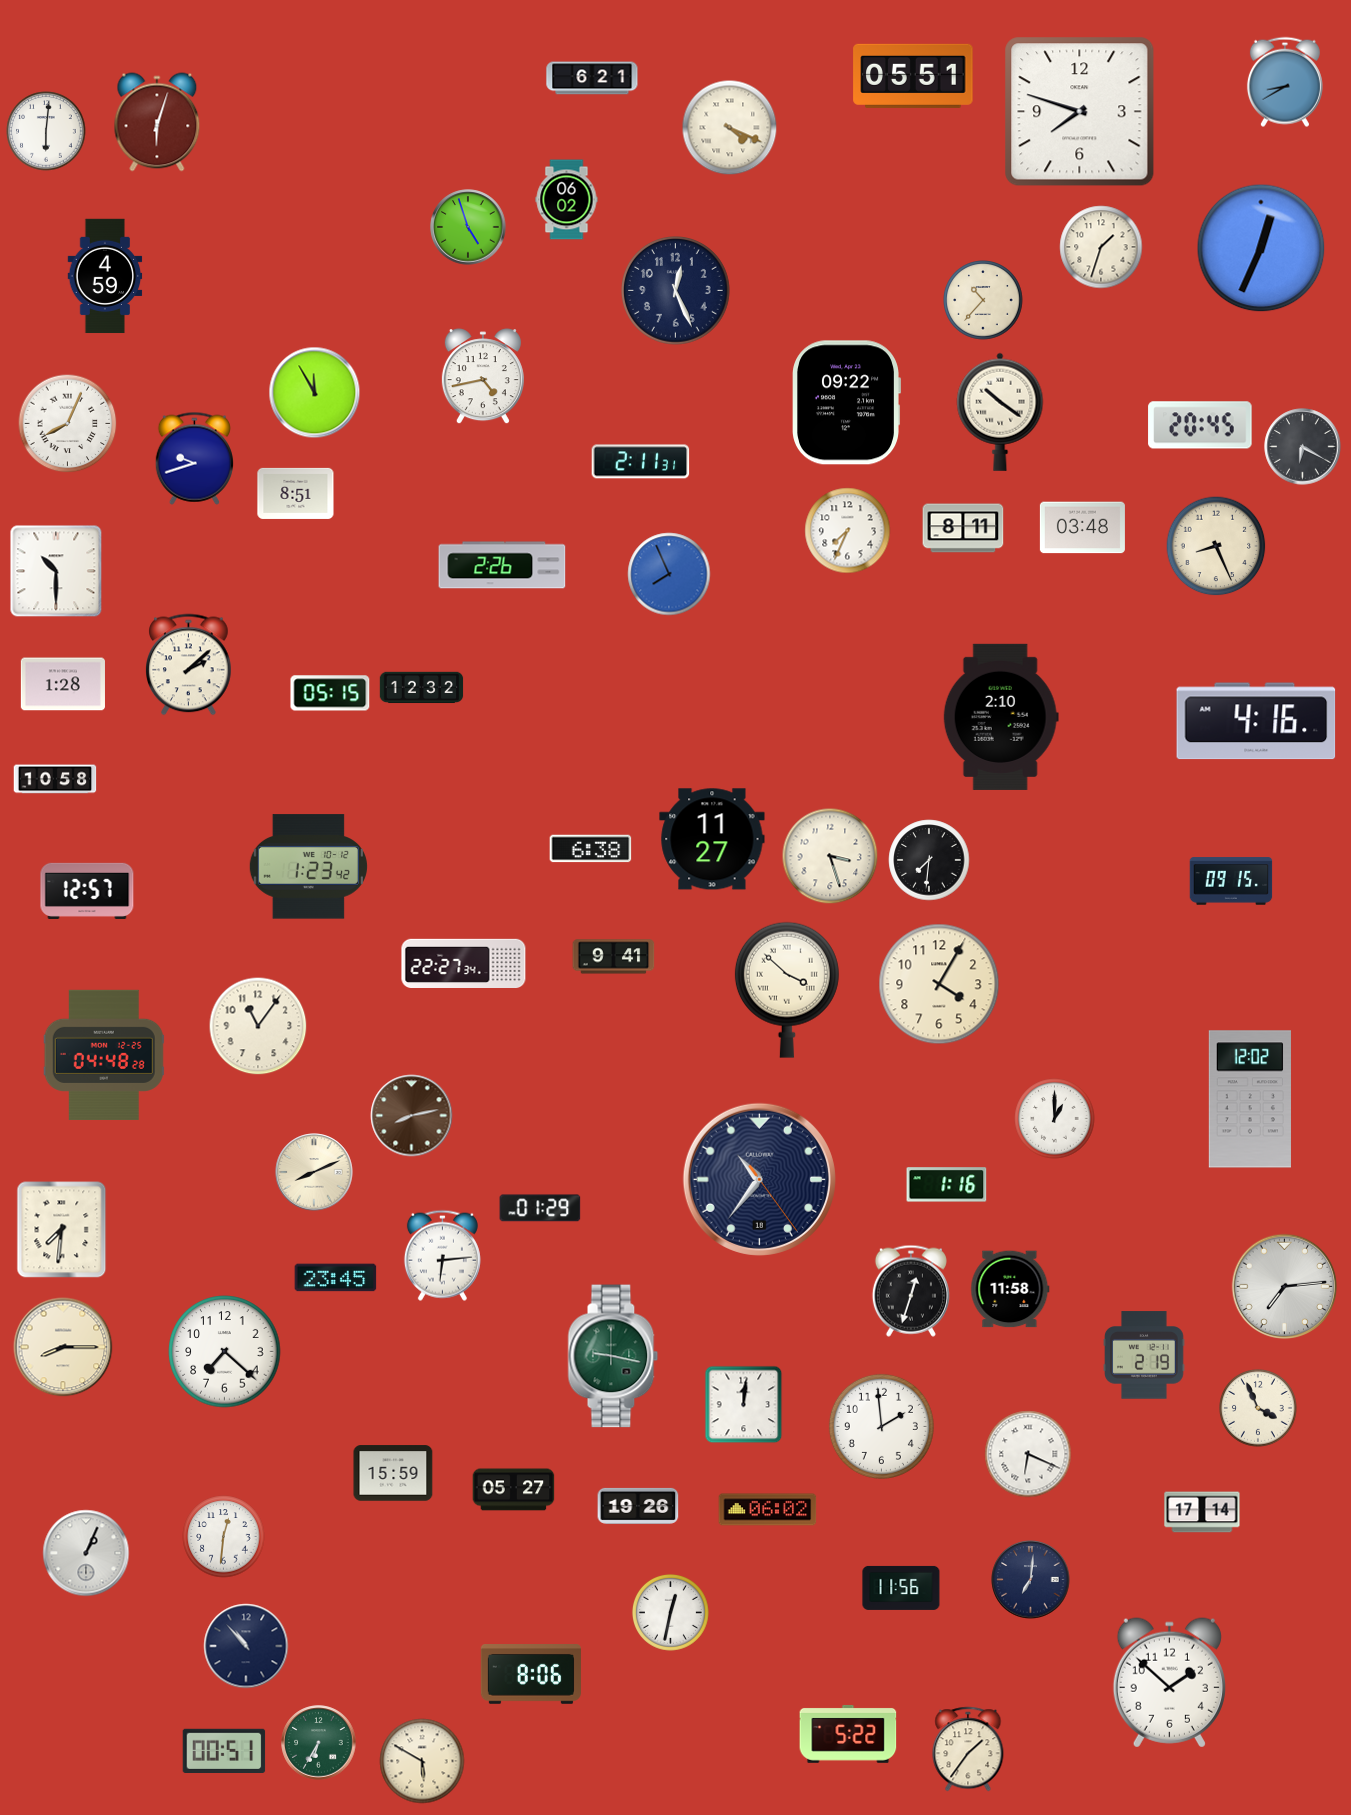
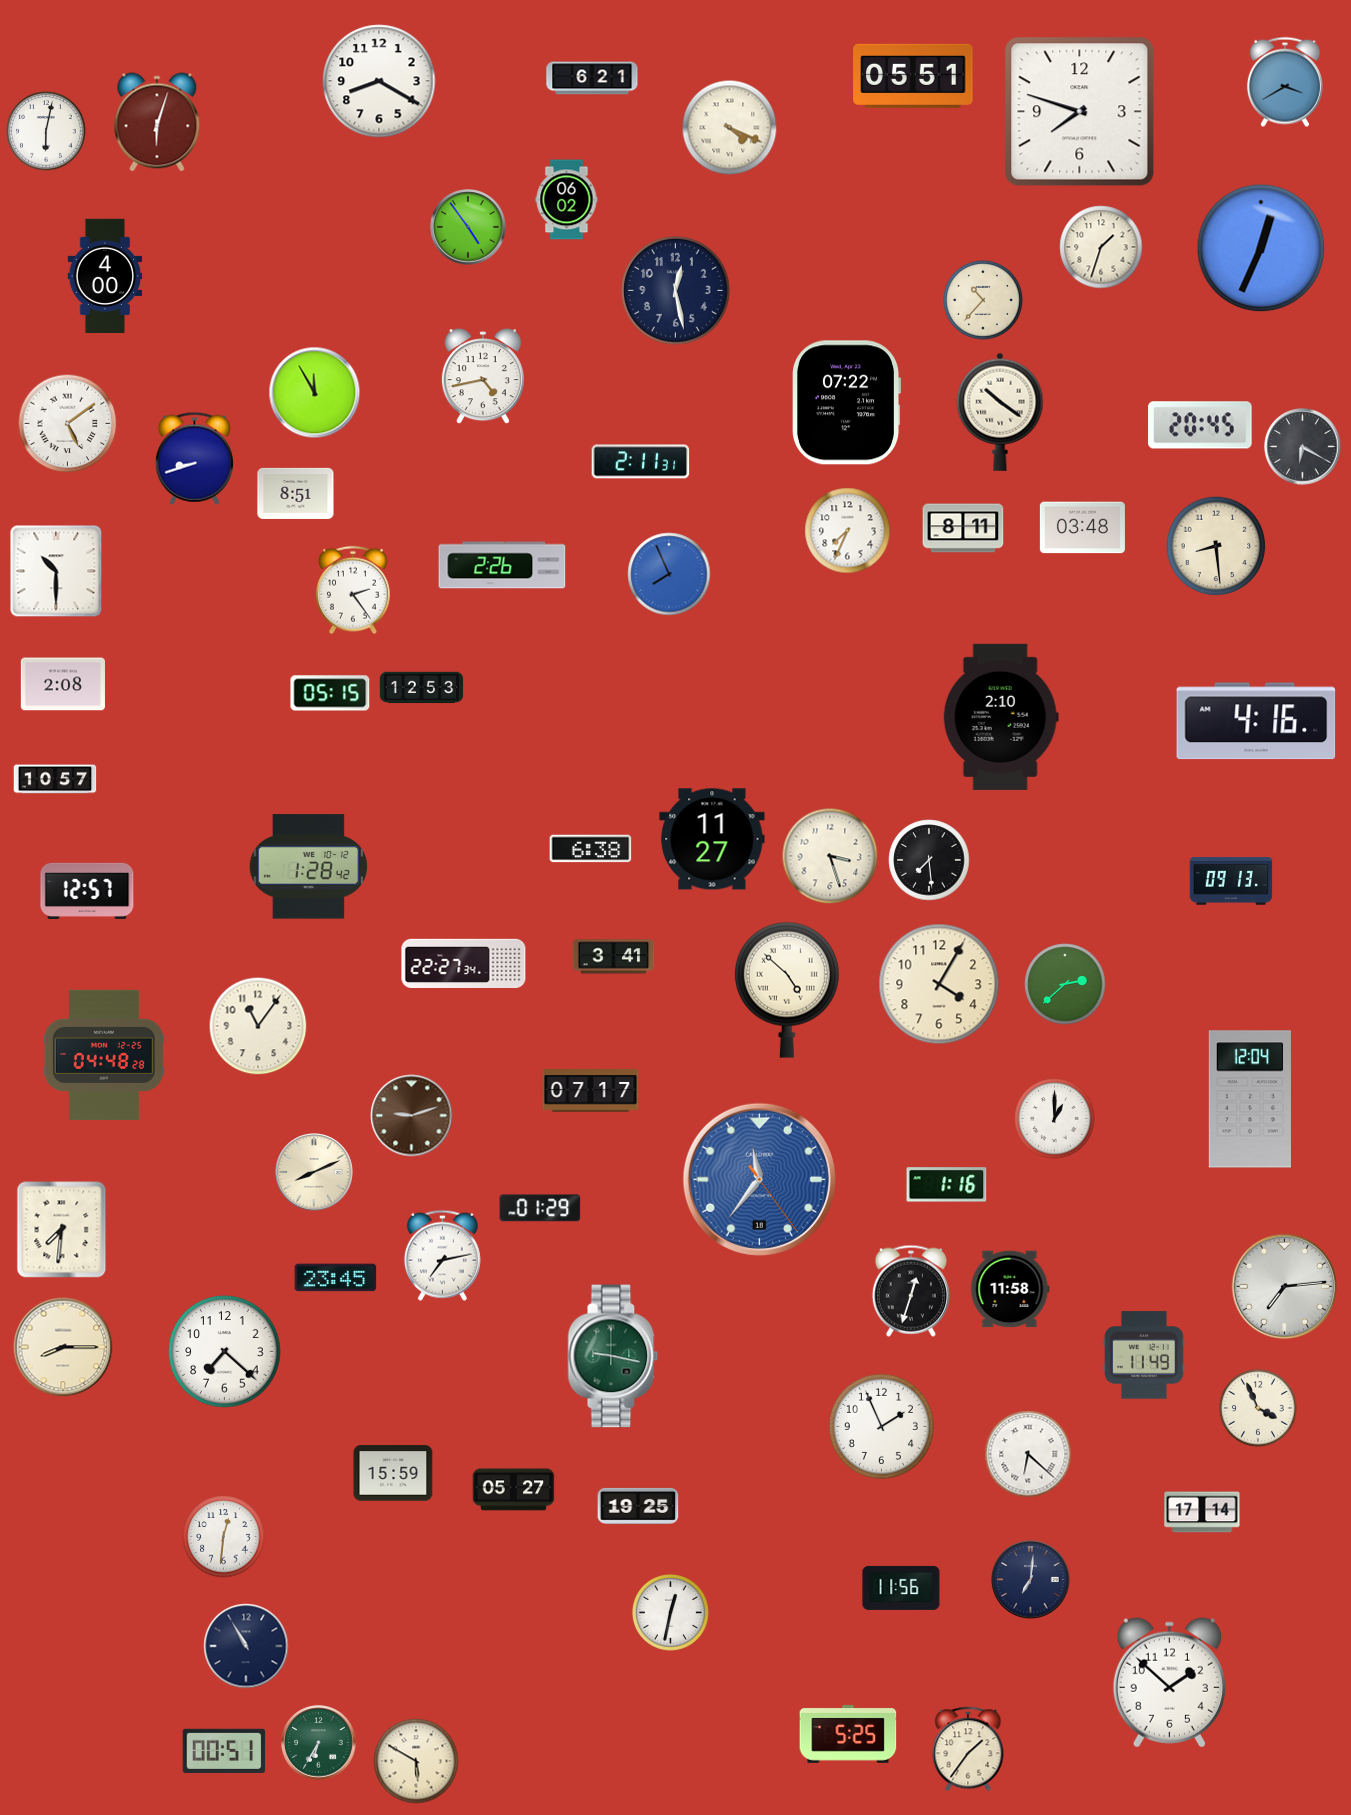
clock at (379, 81): none -> 8:20
clock at (1285, 82): 8:40 -> 3:40
clock at (46, 131): 6:01 -> 6:02
clock at (468, 227): 4:57 -> 4:54
clock at (105, 276): 4:59 -> 4:00
clock at (676, 291): 12:26 -> 12:28
clock at (846, 403): 09:22 -> 07:22
clock at (68, 424): 8:04 -> 5:09
clock at (194, 458): 9:42 -> 8:42
clock at (1216, 546): 8:26 -> 8:29
clock at (354, 590): none -> 2:24
clock at (189, 665): 2:08 -> none
clock at (63, 684): 1:28 -> 2:08
clock at (422, 688): 12:32 -> 12:53
clock at (55, 779): 10:58 -> 10:57
clock at (929, 860): 7:31 -> 7:29
clock at (308, 867): 1:23 -> 1:28
clock at (1231, 881): 09:15 -> 09:13
clock at (614, 957): 9:41 -> 3:41
clock at (1065, 984): none -> 2:38
clock at (787, 990): 3:52 -> 4:52
clock at (591, 1091): none -> 07:17
clock at (1250, 1099): 12:02 -> 12:04
clock at (412, 1116): 8:13 -> 9:12
clock at (759, 1179): 10:36 -> 11:36
clock at (759, 1179) dial: navy -> blue
clock at (442, 1255): 6:14 -> 7:13
clock at (1145, 1355): 2:19 -> 11:49
clock at (744, 1405): 12:01 -> none
clock at (881, 1426): 1:59 -> 1:56
clock at (1028, 1454): 6:19 -> 6:22
clock at (638, 1506): 19:26 -> 19:25
clock at (768, 1510): 06:02 -> none
clock at (86, 1553): 1:04 -> none
clock at (246, 1646): 10:53 -> 10:55
clock at (531, 1675): 8:06 -> none
clock at (848, 1734): 5:22 -> 5:25
clock at (422, 1761) position: (422, 1761) -> (416, 1761)
